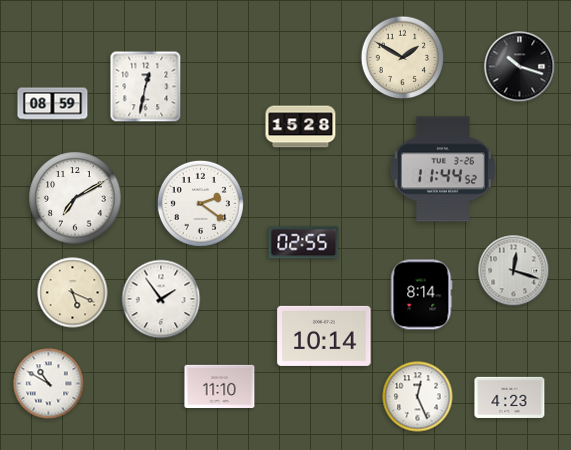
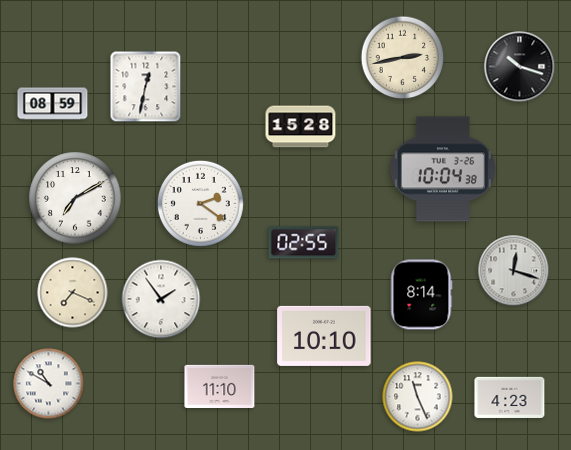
clock at (403, 58): 1:50 -> 2:43
clock at (443, 169): 11:44 -> 10:04
clock at (73, 293): 5:19 -> 7:19
clock at (324, 336): 10:14 -> 10:10
clock at (418, 397): 12:26 -> 11:26
